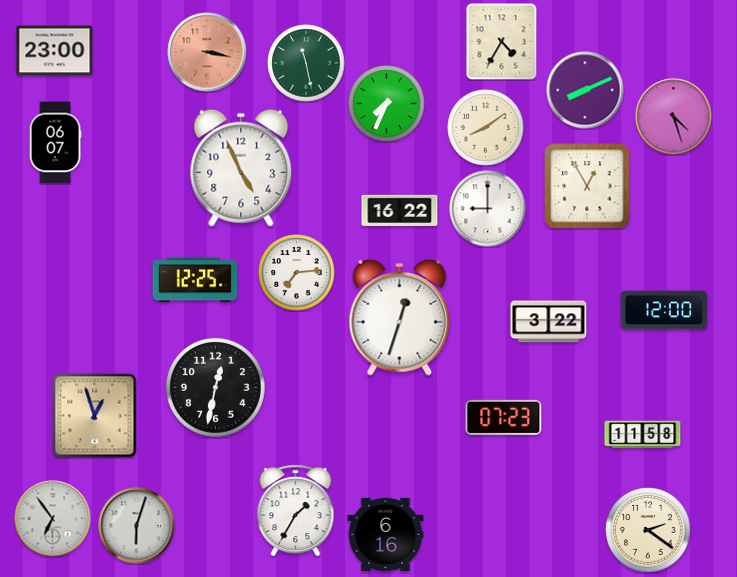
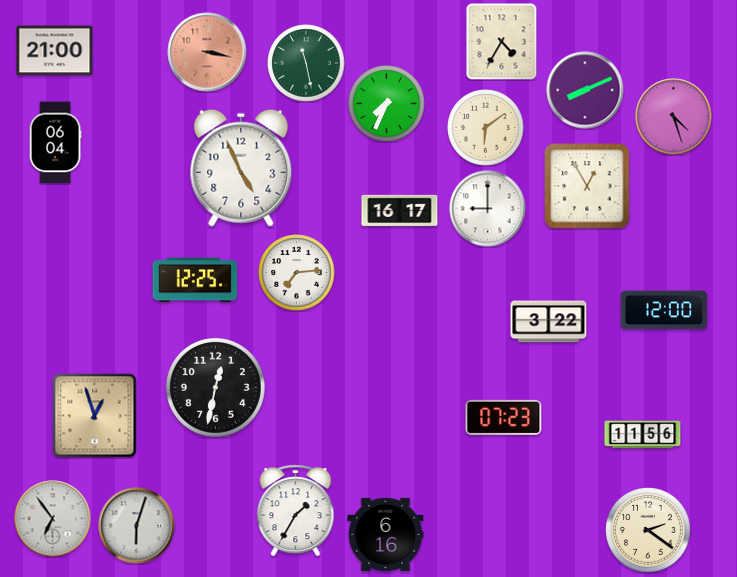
clock at (55, 51): 23:00 -> 21:00
clock at (486, 128): 8:09 -> 6:09
clock at (55, 143): 06:07 -> 06:04
clock at (400, 211): 16:22 -> 16:17
clock at (400, 317): 12:33 -> none
clock at (643, 435): 11:58 -> 11:56
